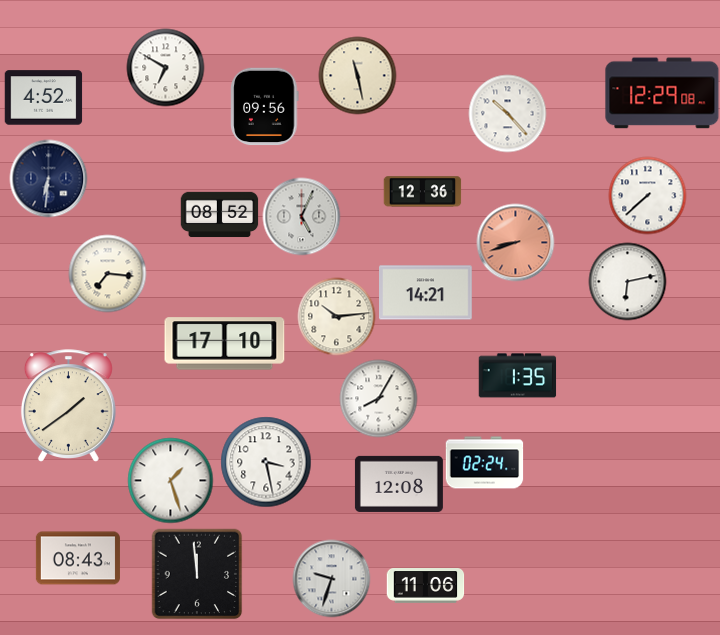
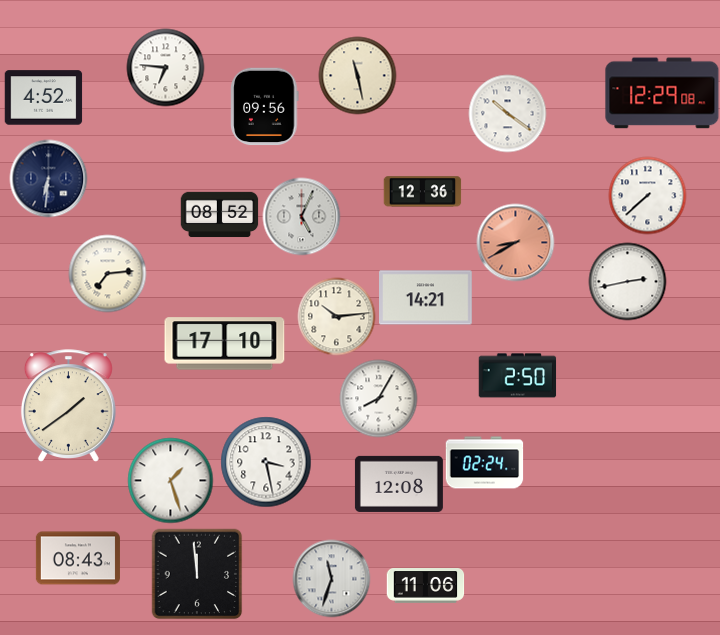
clock at (165, 67): 6:50 -> 6:46
clock at (507, 113): 10:23 -> 10:21
clock at (515, 242): 8:42 -> 8:40
clock at (107, 273): 7:16 -> 7:14
clock at (627, 281): 6:13 -> 2:43
clock at (426, 293) position: (426, 293) -> (426, 298)
clock at (517, 376): 1:35 -> 2:50
clock at (331, 578): 9:33 -> 11:33
